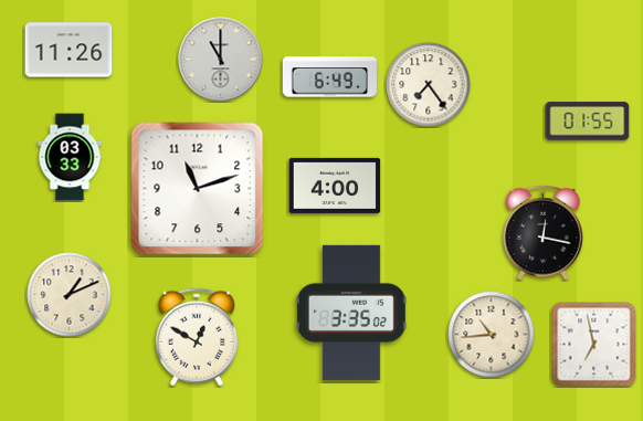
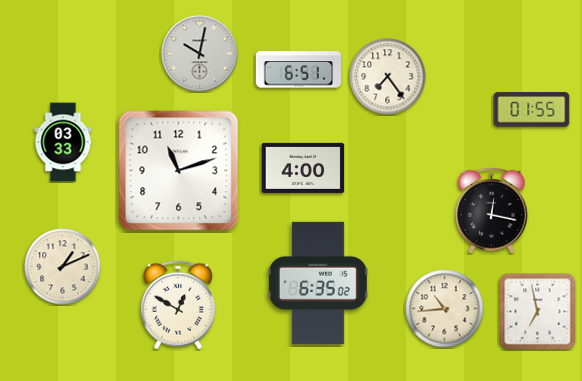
clock at (68, 50): 11:26 -> none
clock at (221, 60): 11:00 -> 10:02
clock at (329, 77): 6:49 -> 6:51
clock at (351, 313): 3:35 -> 6:35
clock at (492, 335) position: (492, 335) -> (445, 309)
